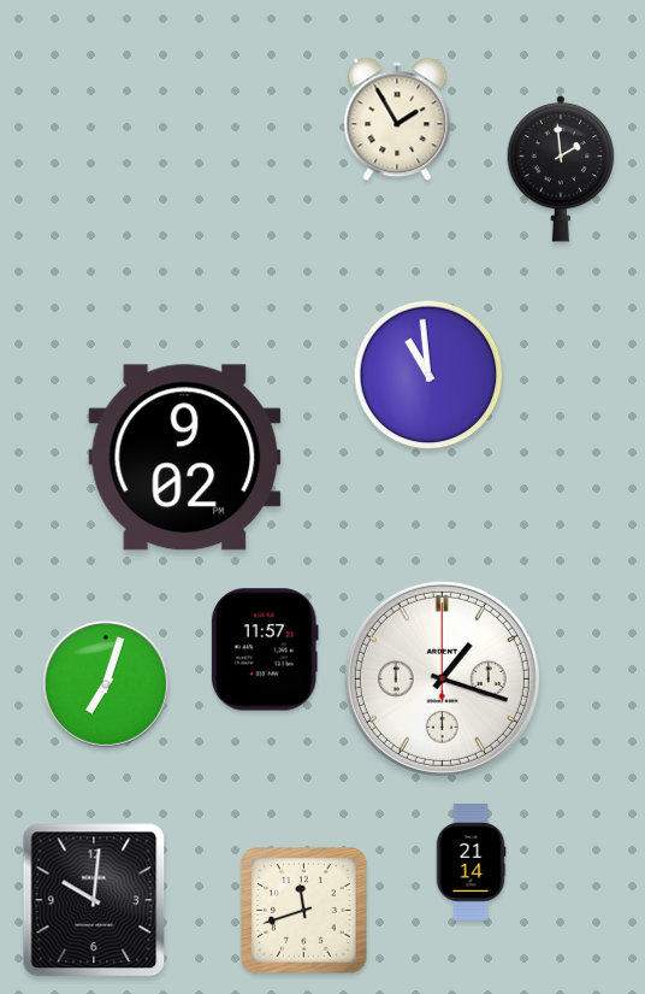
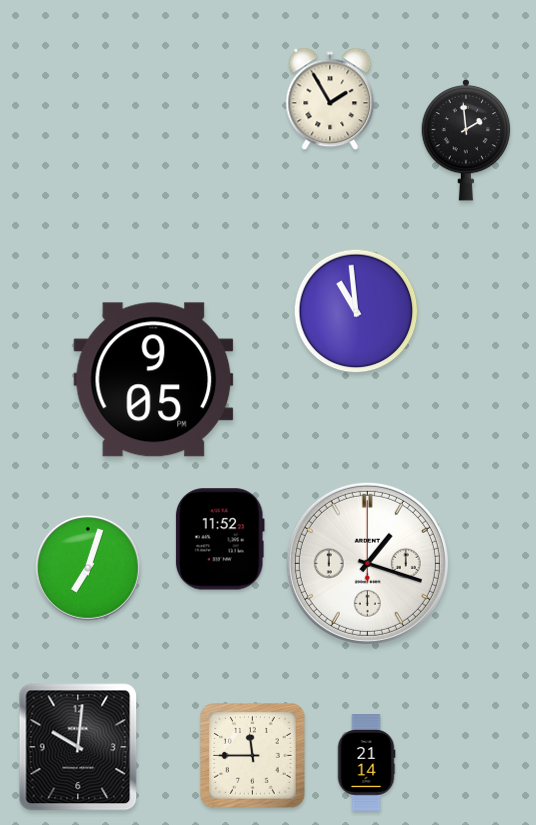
clock at (185, 458): 9:02 -> 9:05
clock at (265, 649): 11:57 -> 11:52
clock at (471, 863) position: (471, 863) -> (366, 763)
clock at (304, 911): 11:42 -> 11:45
